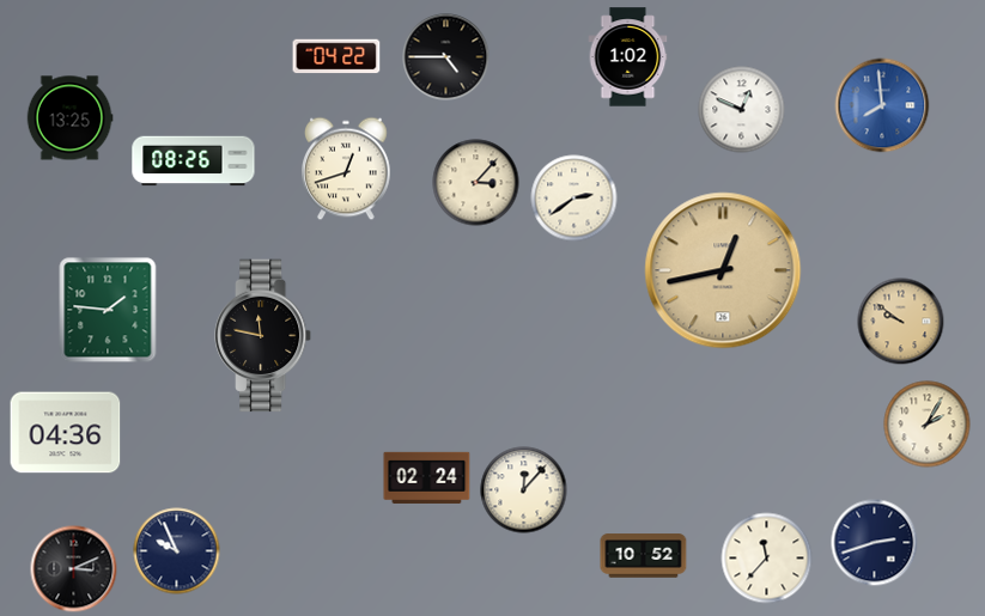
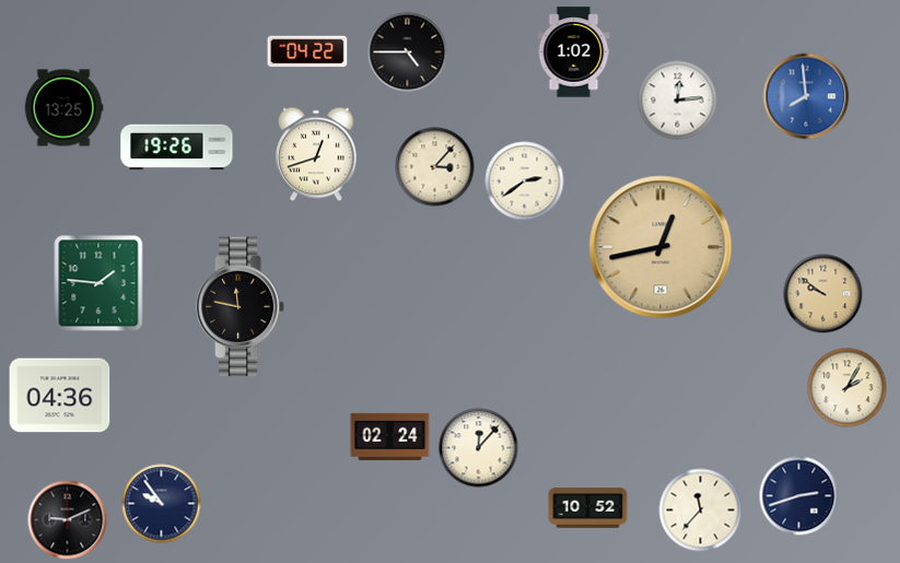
clock at (742, 110): 12:49 -> 12:14
clock at (194, 161): 08:26 -> 19:26
clock at (177, 551): 9:56 -> 9:54
clock at (74, 569): 3:11 -> 9:11
